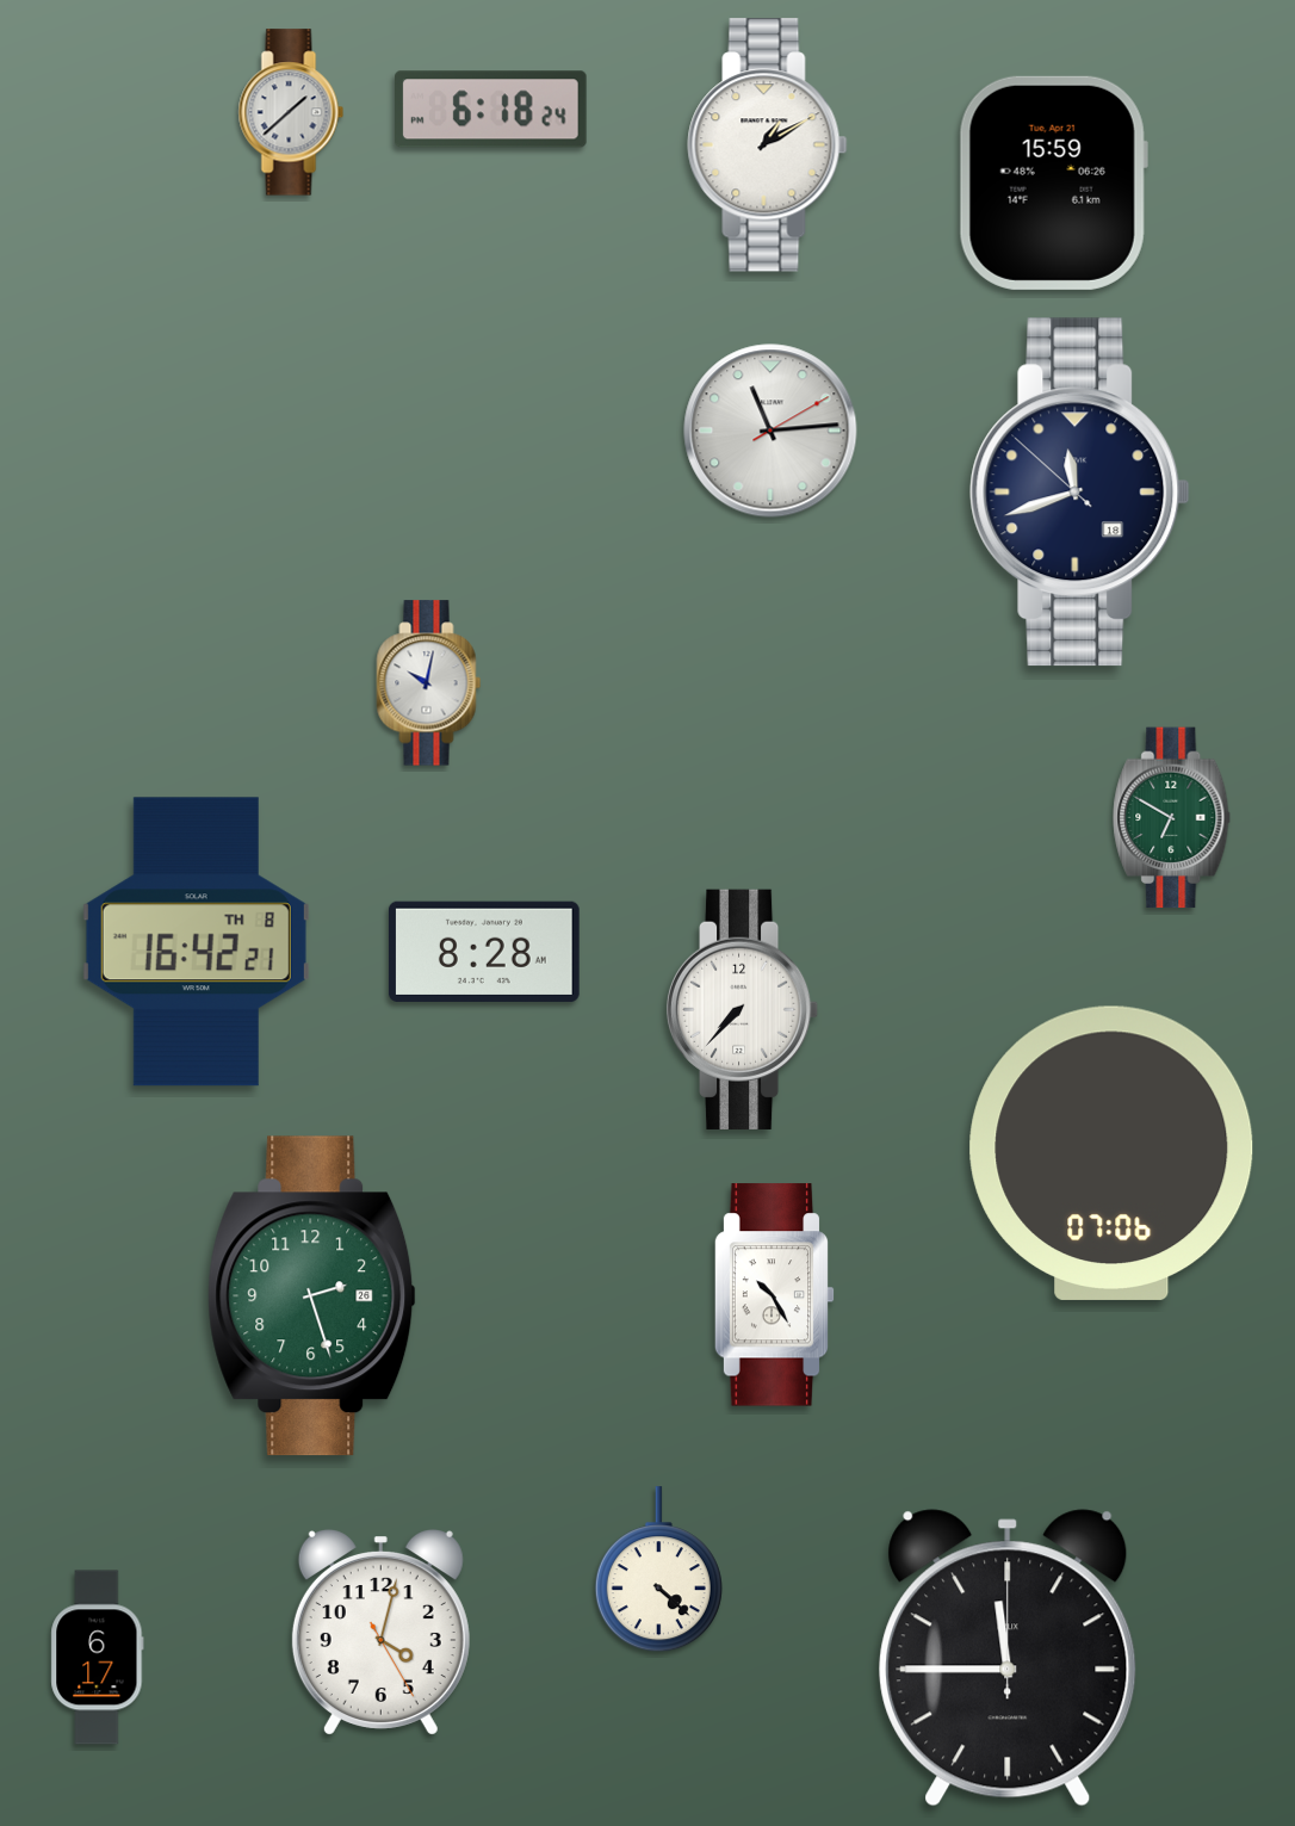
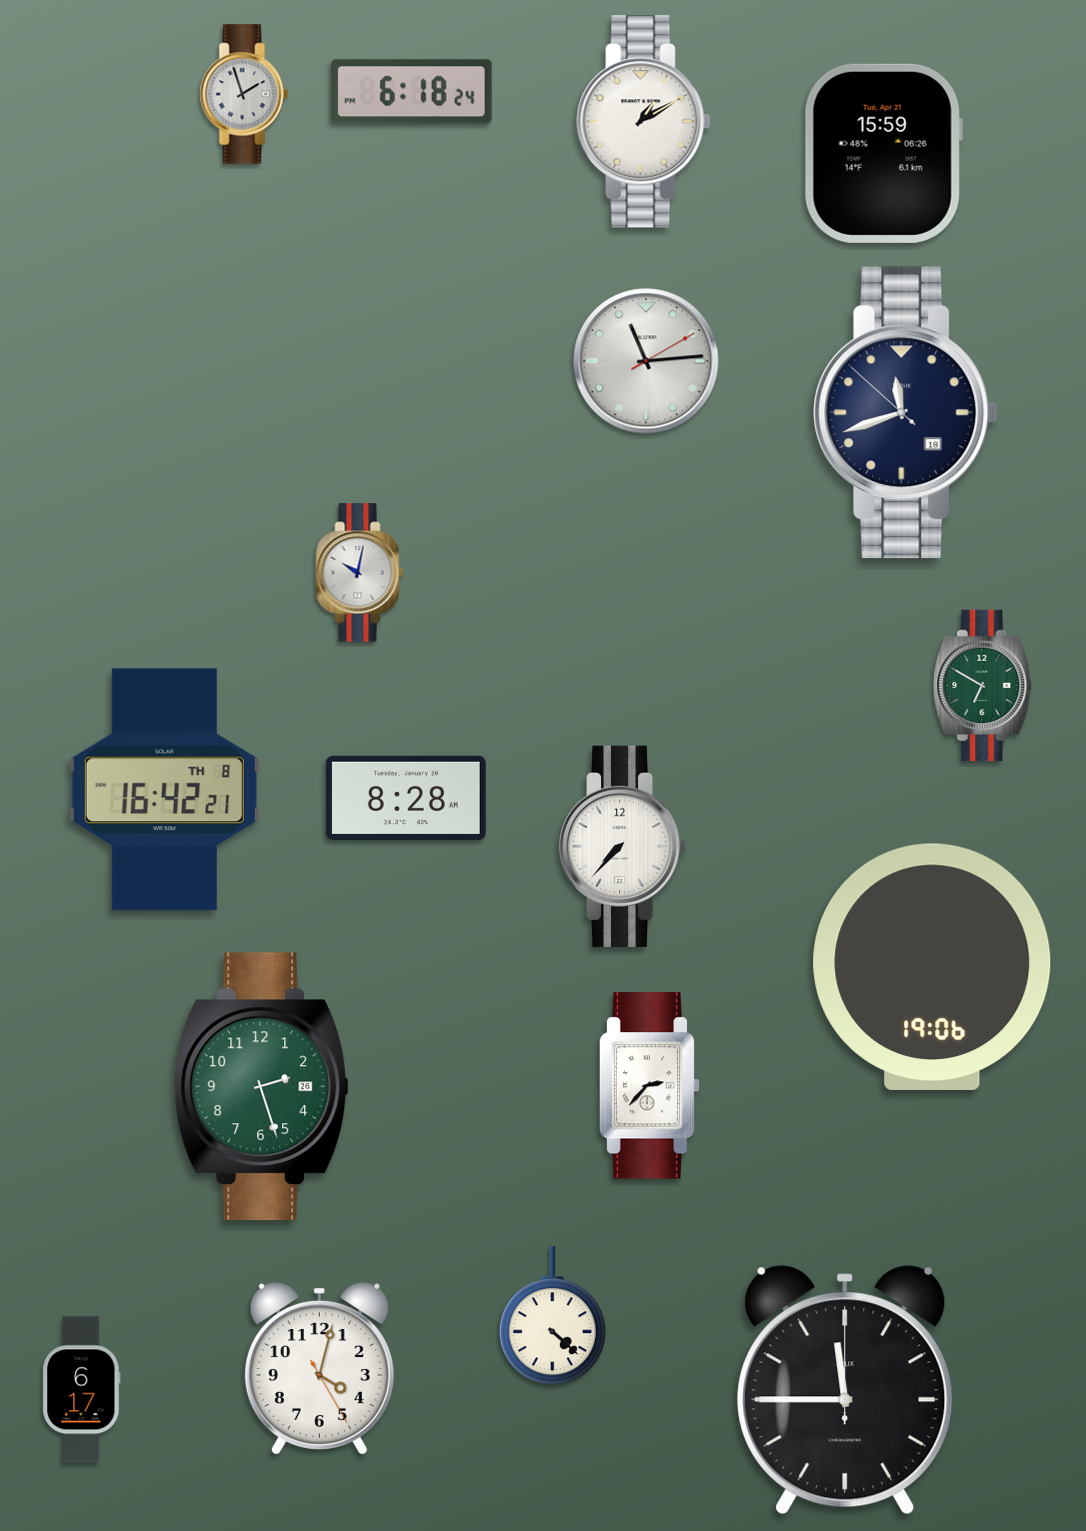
clock at (291, 112): 1:38 -> 1:57
clock at (1111, 1153): 07:06 -> 19:06
clock at (774, 1295): 10:25 -> 2:37
